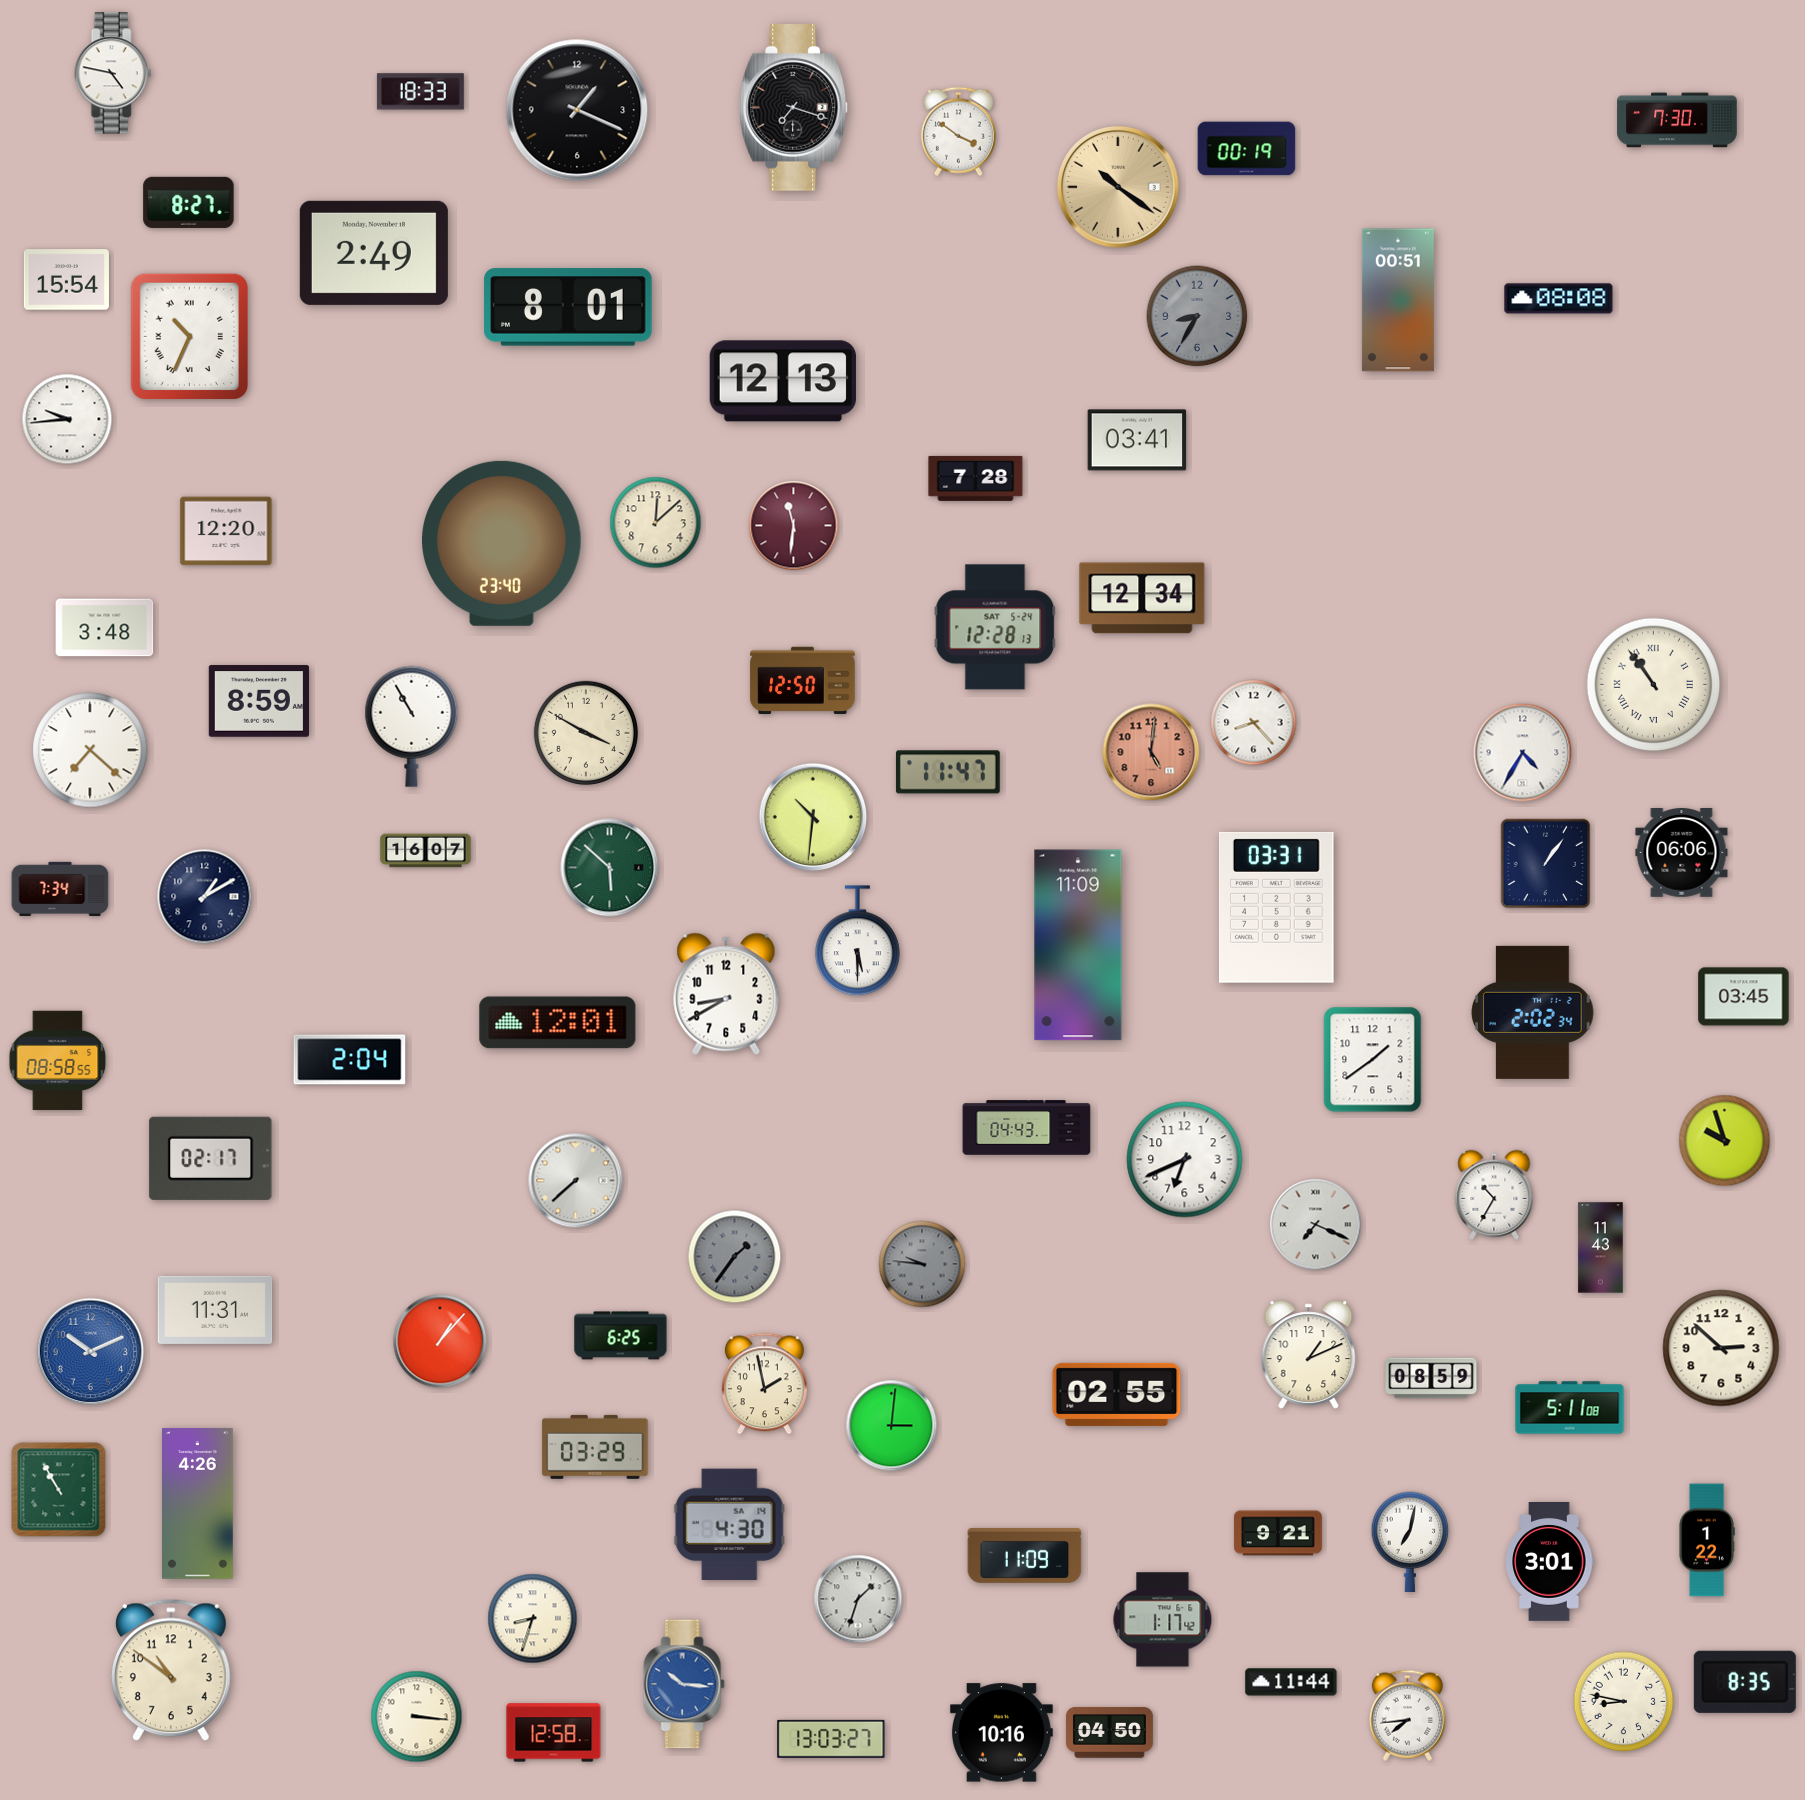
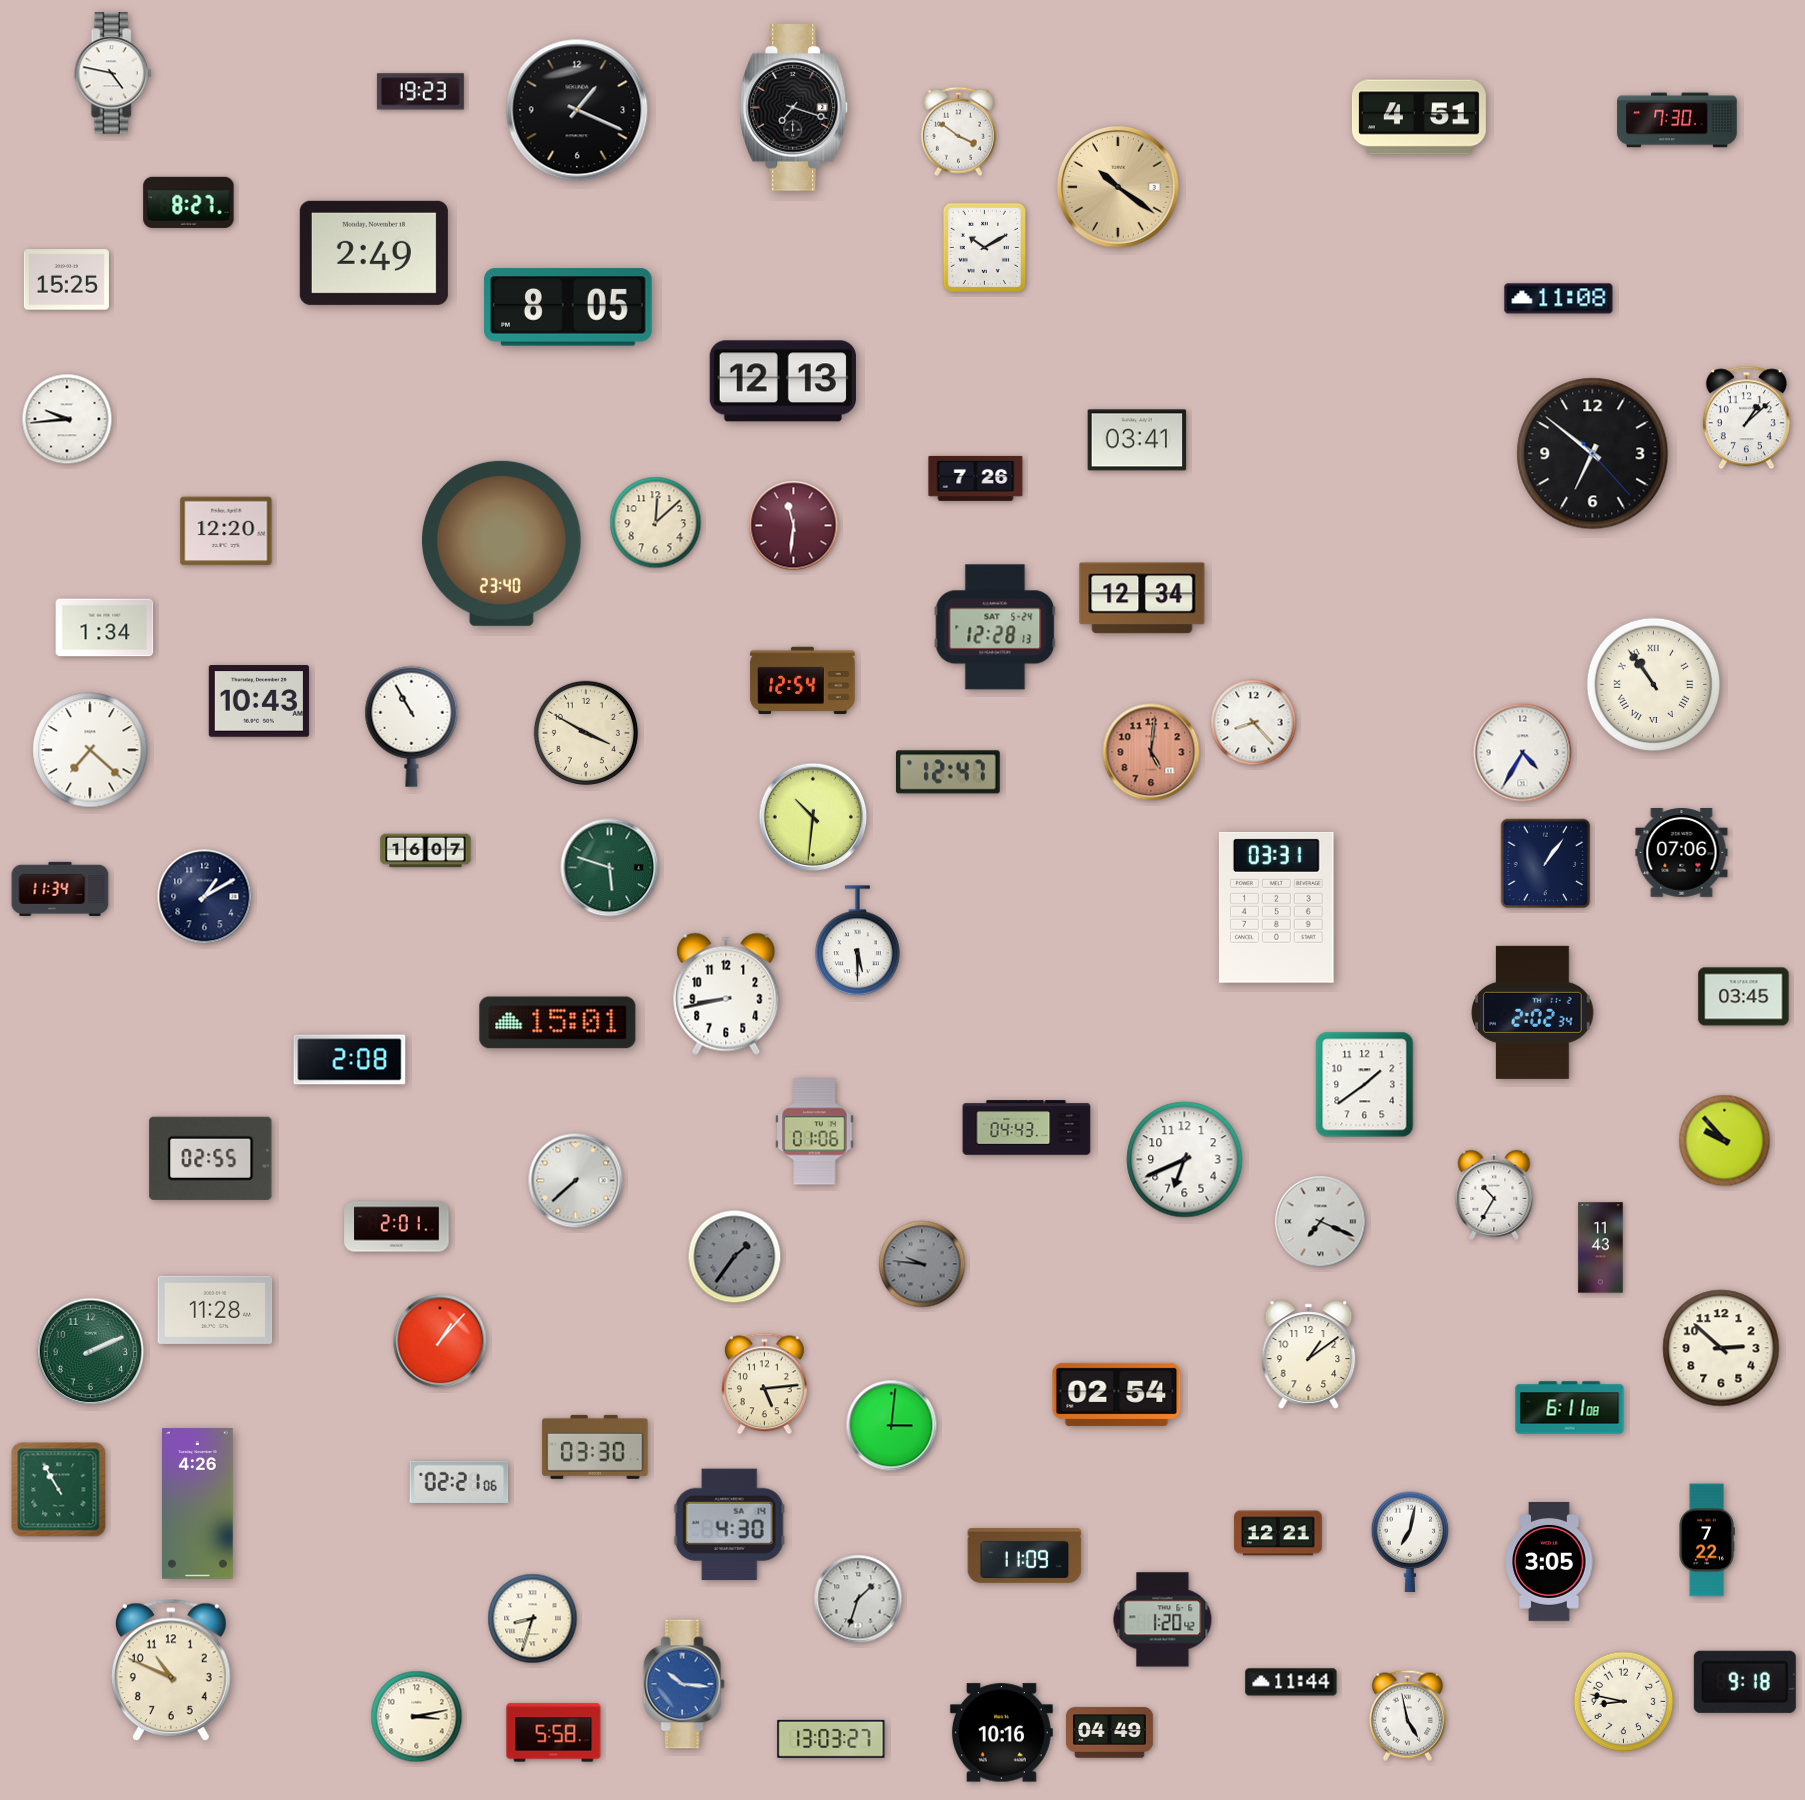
clock at (420, 92): 18:33 -> 19:23
clock at (1419, 117): none -> 4:51
clock at (1247, 149): 00:19 -> none
clock at (984, 247): none -> 10:10
clock at (66, 280): 15:54 -> 15:25
clock at (1559, 299): 08:08 -> 11:08
clock at (1398, 300): 00:51 -> none
clock at (568, 307): 8:01 -> 8:05
clock at (1197, 316): 8:35 -> none
clock at (190, 337): 10:34 -> none
clock at (1746, 418): none -> 1:08
clock at (1593, 454): none -> 6:51
clock at (976, 478): 7:28 -> 7:26
clock at (105, 628): 3:48 -> 1:34
clock at (803, 680): 12:50 -> 12:54
clock at (259, 701): 8:59 -> 10:43
clock at (948, 772): 11:47 -> 12:47
clock at (1682, 853): 06:06 -> 07:06
clock at (610, 868): 5:52 -> 5:48
clock at (60, 889): 7:34 -> 11:34
clock at (1078, 945): 11:09 -> none
clock at (726, 994): 8:40 -> 8:43
clock at (558, 1023): 12:01 -> 15:01
clock at (350, 1060): 2:04 -> 2:08
clock at (1373, 1060) position: (1373, 1060) -> (1365, 1085)
clock at (58, 1061): 08:58 -> none
clock at (815, 1132): none -> 01:06
clock at (1725, 1141): 9:57 -> 9:53
clock at (211, 1158): 02:17 -> 02:55
clock at (1316, 1225) position: (1316, 1225) -> (1321, 1222)
clock at (397, 1227): none -> 2:01
clock at (215, 1310): 11:31 -> 11:28
clock at (621, 1336): 6:25 -> none
clock at (91, 1352): 10:11 -> 2:11
clock at (91, 1352) dial: blue -> green
clock at (1309, 1355): 1:11 -> 1:09
clock at (1431, 1378): 08:59 -> none
clock at (764, 1384): 1:58 -> 5:14
clock at (1117, 1394): 02:55 -> 02:54
clock at (1570, 1408): 5:11 -> 6:11
clock at (595, 1447): 03:29 -> 03:30
clock at (459, 1482): none -> 02:21
clock at (1278, 1533): 9:21 -> 12:21
clock at (1707, 1540): 1:22 -> 7:22
clock at (1549, 1562): 3:01 -> 3:05
clock at (1163, 1620): 1:17 -> 1:20
clock at (171, 1670): 10:51 -> 10:49
clock at (1745, 1682): 8:35 -> 9:18
clock at (1407, 1715): 7:44 -> 4:58
clock at (417, 1717): 3:16 -> 3:13
clock at (554, 1733): 12:58 -> 5:58
clock at (1109, 1733): 04:50 -> 04:49
